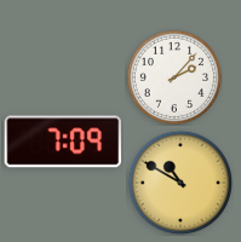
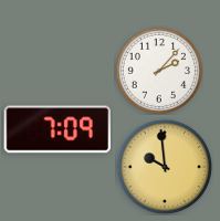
clock at (179, 181): 10:50 -> 9:59
